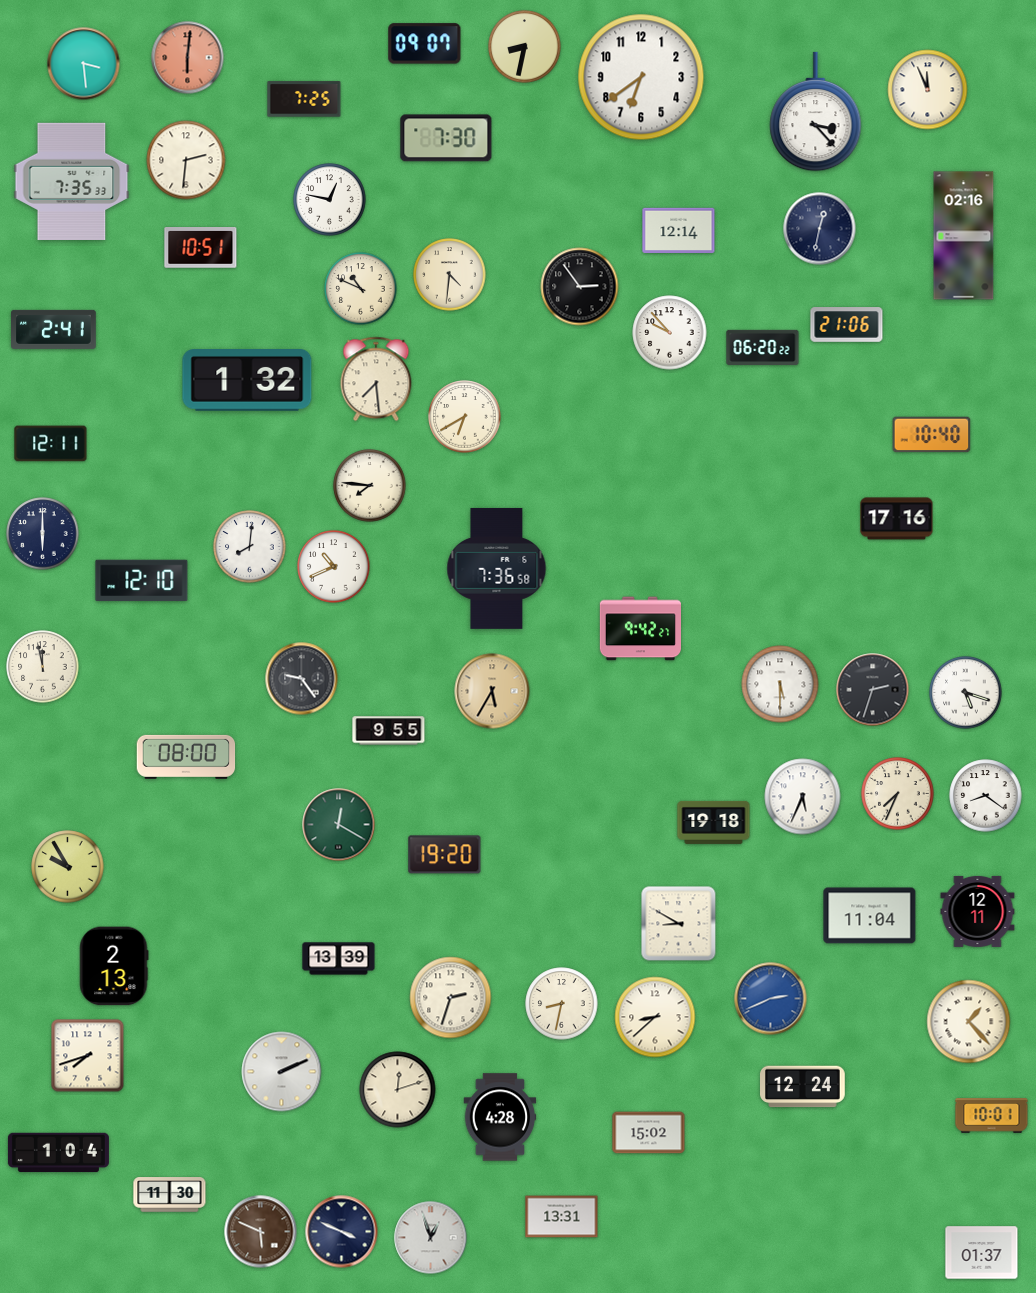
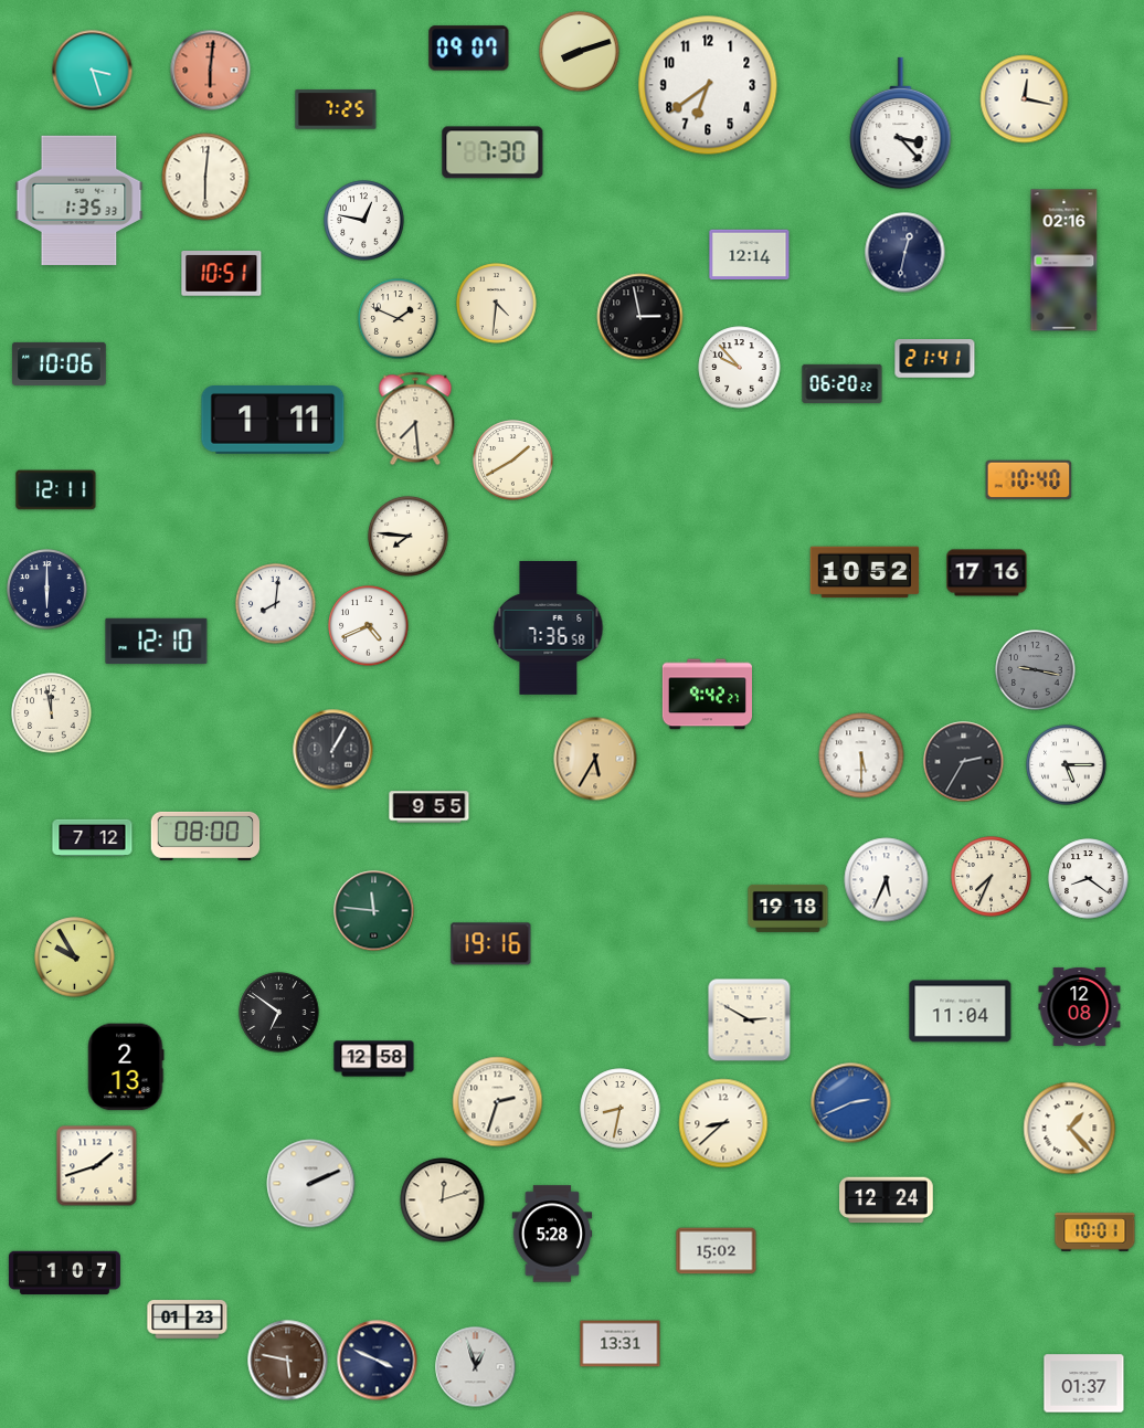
clock at (525, 47): 8:32 -> 8:12
clock at (188, 58) position: (188, 58) -> (211, 71)
clock at (84, 64): 3:29 -> 3:27
clock at (928, 90): 11:56 -> 12:17
clock at (186, 160): 2:31 -> 6:01
clock at (72, 181): 7:35 -> 1:35
clock at (580, 287): 2:54 -> 2:58
clock at (361, 289): 10:49 -> 1:49
clock at (847, 325): 21:06 -> 21:41
clock at (54, 329): 2:41 -> 10:06
clock at (247, 381): 1:32 -> 1:11
clock at (465, 417): 6:40 -> 1:40
clock at (865, 572): none -> 10:52
clock at (897, 519) position: (897, 519) -> (987, 573)
clock at (334, 567): 10:41 -> 4:41
clock at (1036, 670): none -> 9:17
clock at (43, 667) position: (43, 667) -> (52, 713)
clock at (302, 679): 9:24 -> 1:05
clock at (873, 690): 2:33 -> 2:35
clock at (492, 691) position: (492, 691) -> (595, 759)
clock at (966, 693): 5:18 -> 5:15
clock at (93, 838): none -> 7:12
clock at (339, 825): 12:20 -> 11:46
clock at (445, 855): 19:20 -> 19:16
clock at (978, 911): 12:11 -> 12:08
clock at (279, 1013): none -> 6:51
clock at (679, 924): 8:50 -> 2:50
clock at (339, 959): 13:39 -> 12:58
clock at (88, 1056): 7:42 -> 1:42
clock at (398, 1090) position: (398, 1090) -> (443, 1200)
clock at (500, 1117): 4:28 -> 5:28
clock at (58, 1153): 1:04 -> 1:07
clock at (170, 1195): 11:30 -> 01:23
clock at (261, 1232): 5:49 -> 5:47
